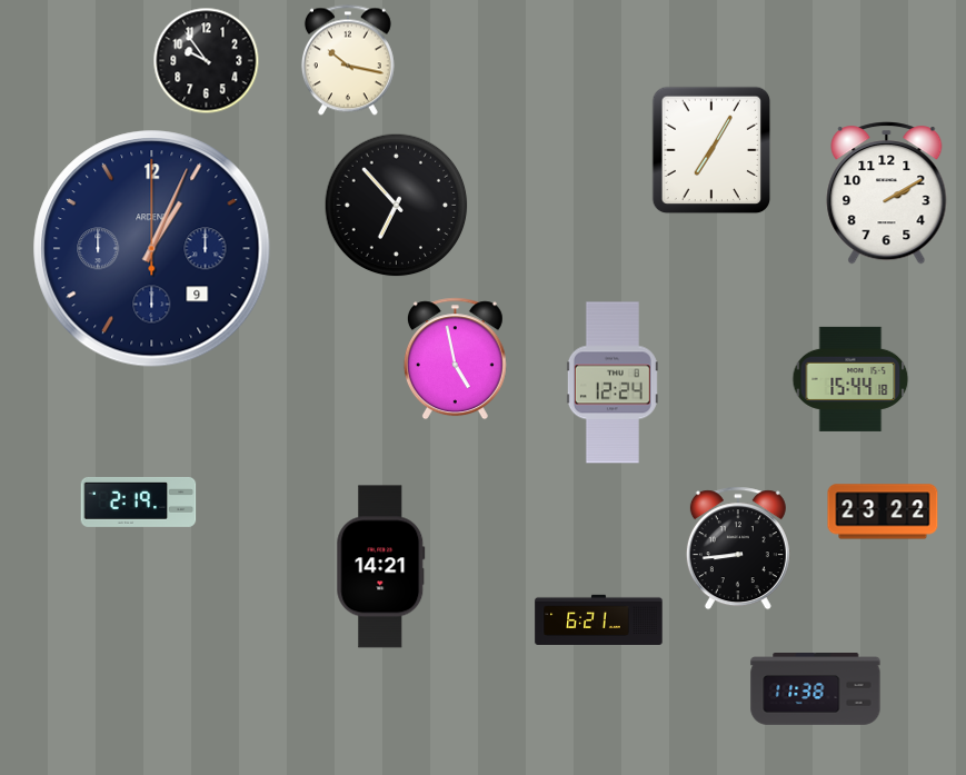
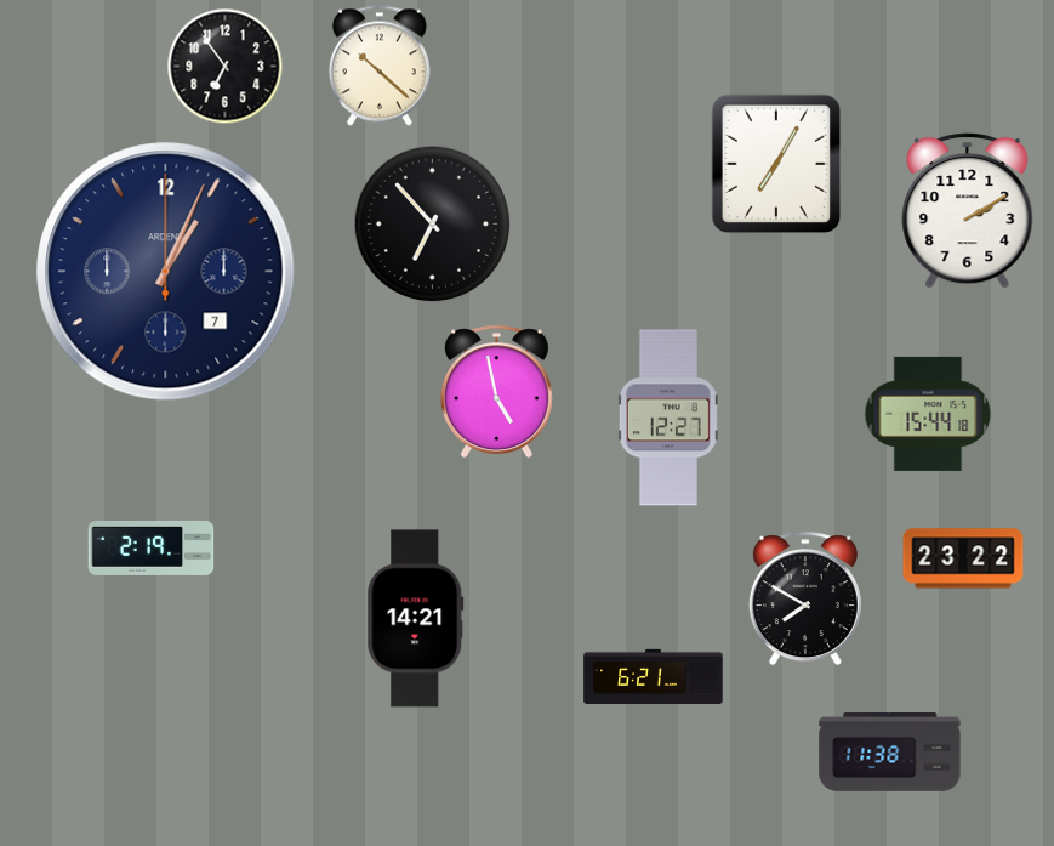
clock at (348, 60): 10:17 -> 10:22
clock at (207, 61): 9:54 -> 6:54
clock at (152, 249) date: 9 -> 7
clock at (613, 382): 12:24 -> 12:27
clock at (738, 548): 8:44 -> 7:50
